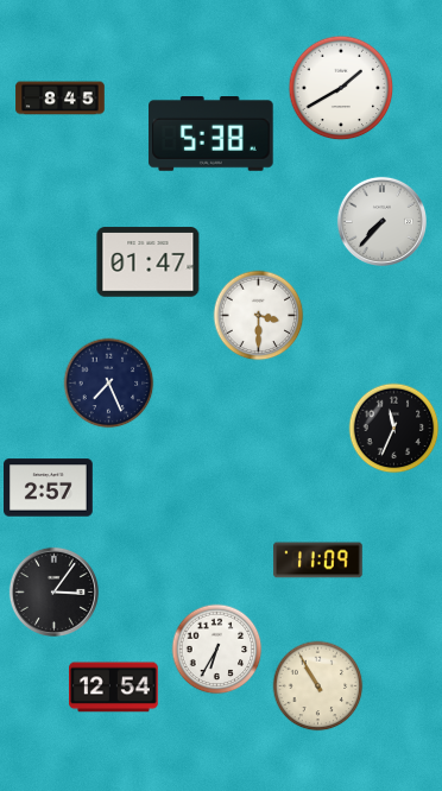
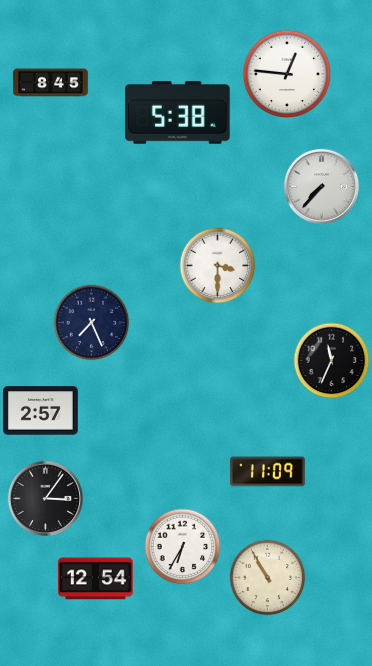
clock at (341, 88): 1:40 -> 12:46
clock at (149, 262): 01:47 -> none
